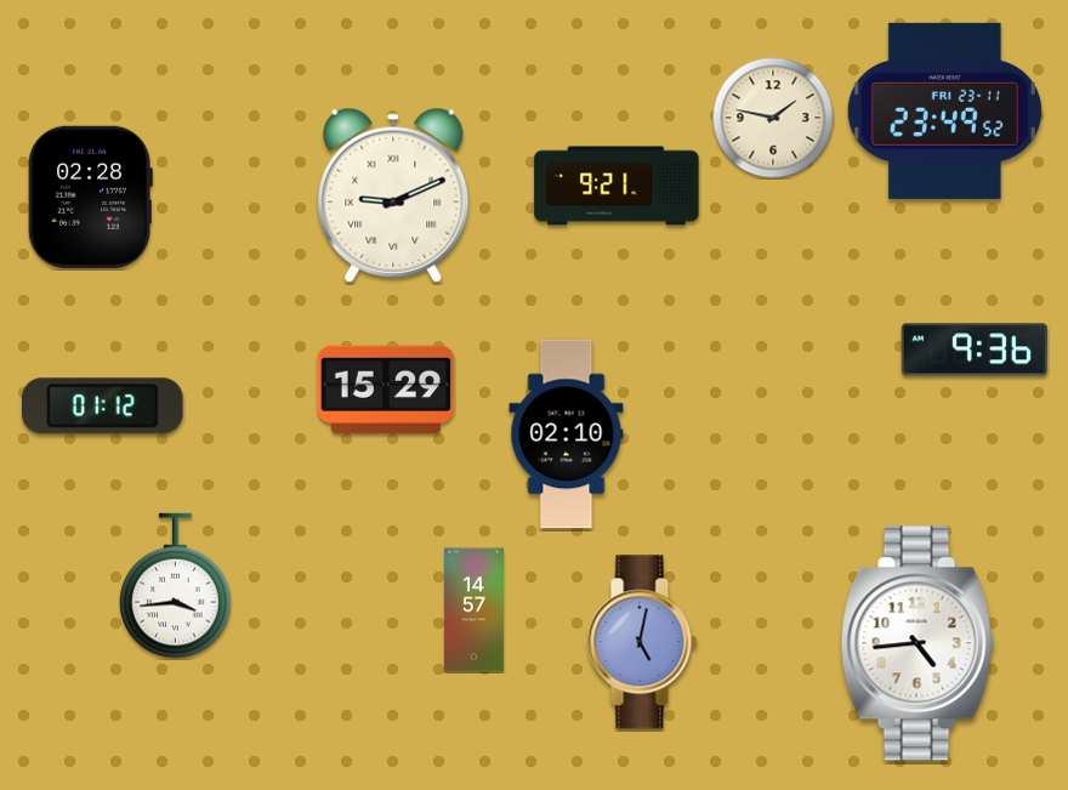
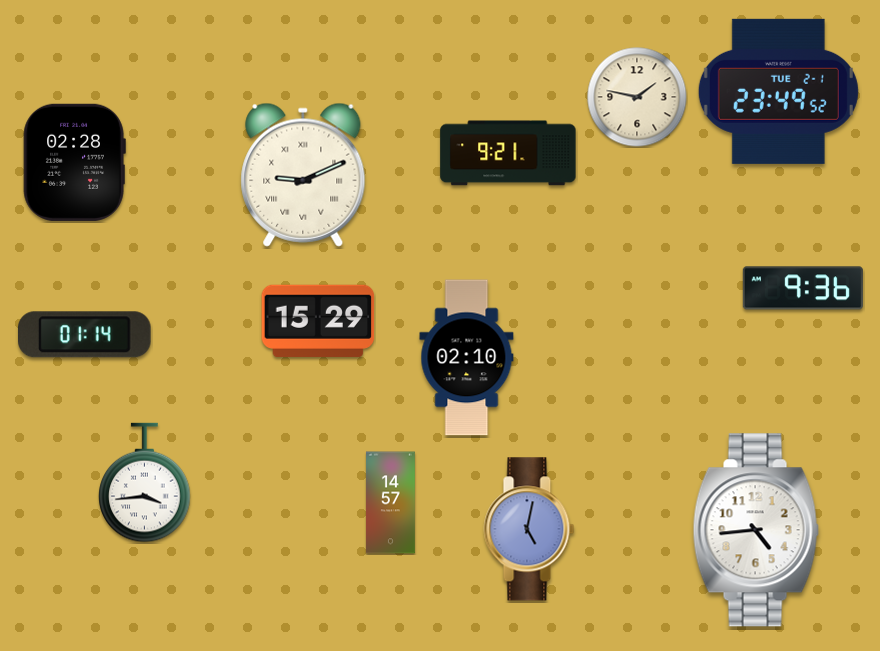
clock at (944, 110) date: FRI 23-11 -> TUE 2-1
clock at (393, 195) position: (393, 195) -> (303, 175)
clock at (103, 407): 01:12 -> 01:14
